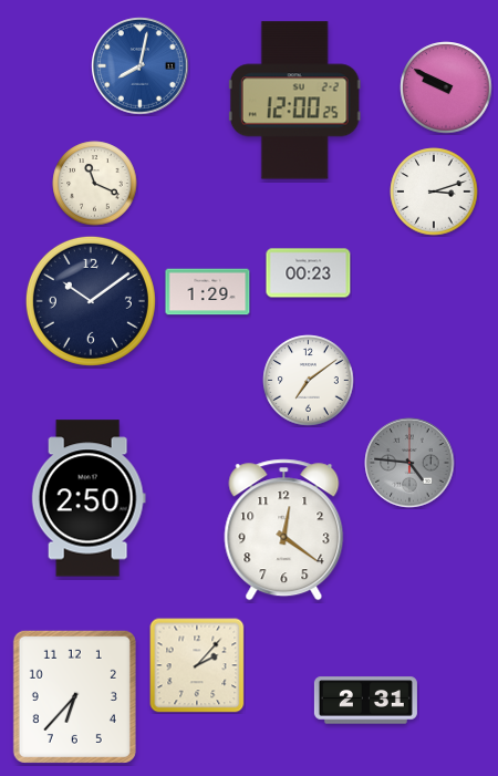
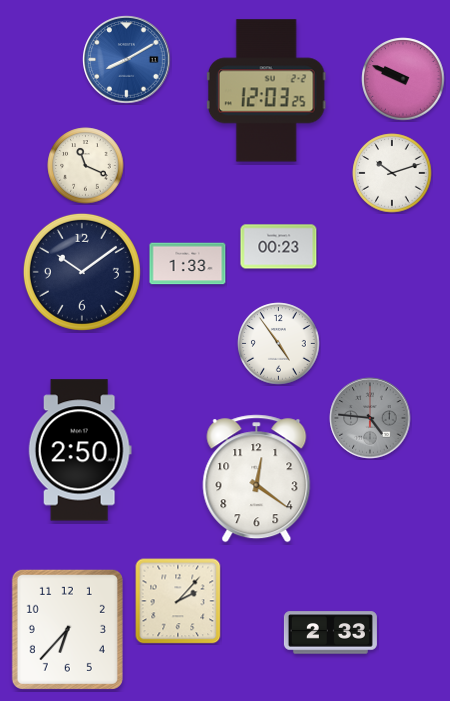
clock at (141, 66): 8:02 -> 8:10
clock at (446, 87): 9:50 -> 9:49
clock at (294, 101): 12:00 -> 12:03
clock at (434, 192): 3:12 -> 10:12
clock at (208, 292): 1:29 -> 1:33
clock at (309, 381): 7:09 -> 4:54
clock at (365, 701): 2:31 -> 2:33
